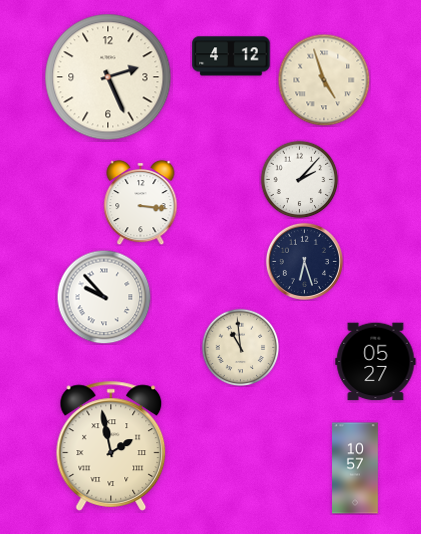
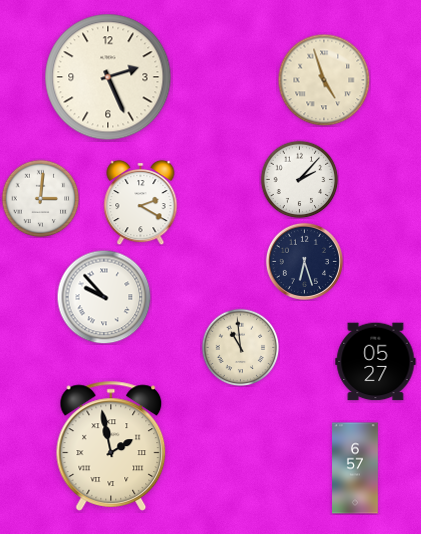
clock at (231, 56): 4:12 -> none
clock at (40, 198): none -> 3:01
clock at (141, 202): 3:16 -> 2:20
clock at (356, 468): 10:57 -> 6:57
